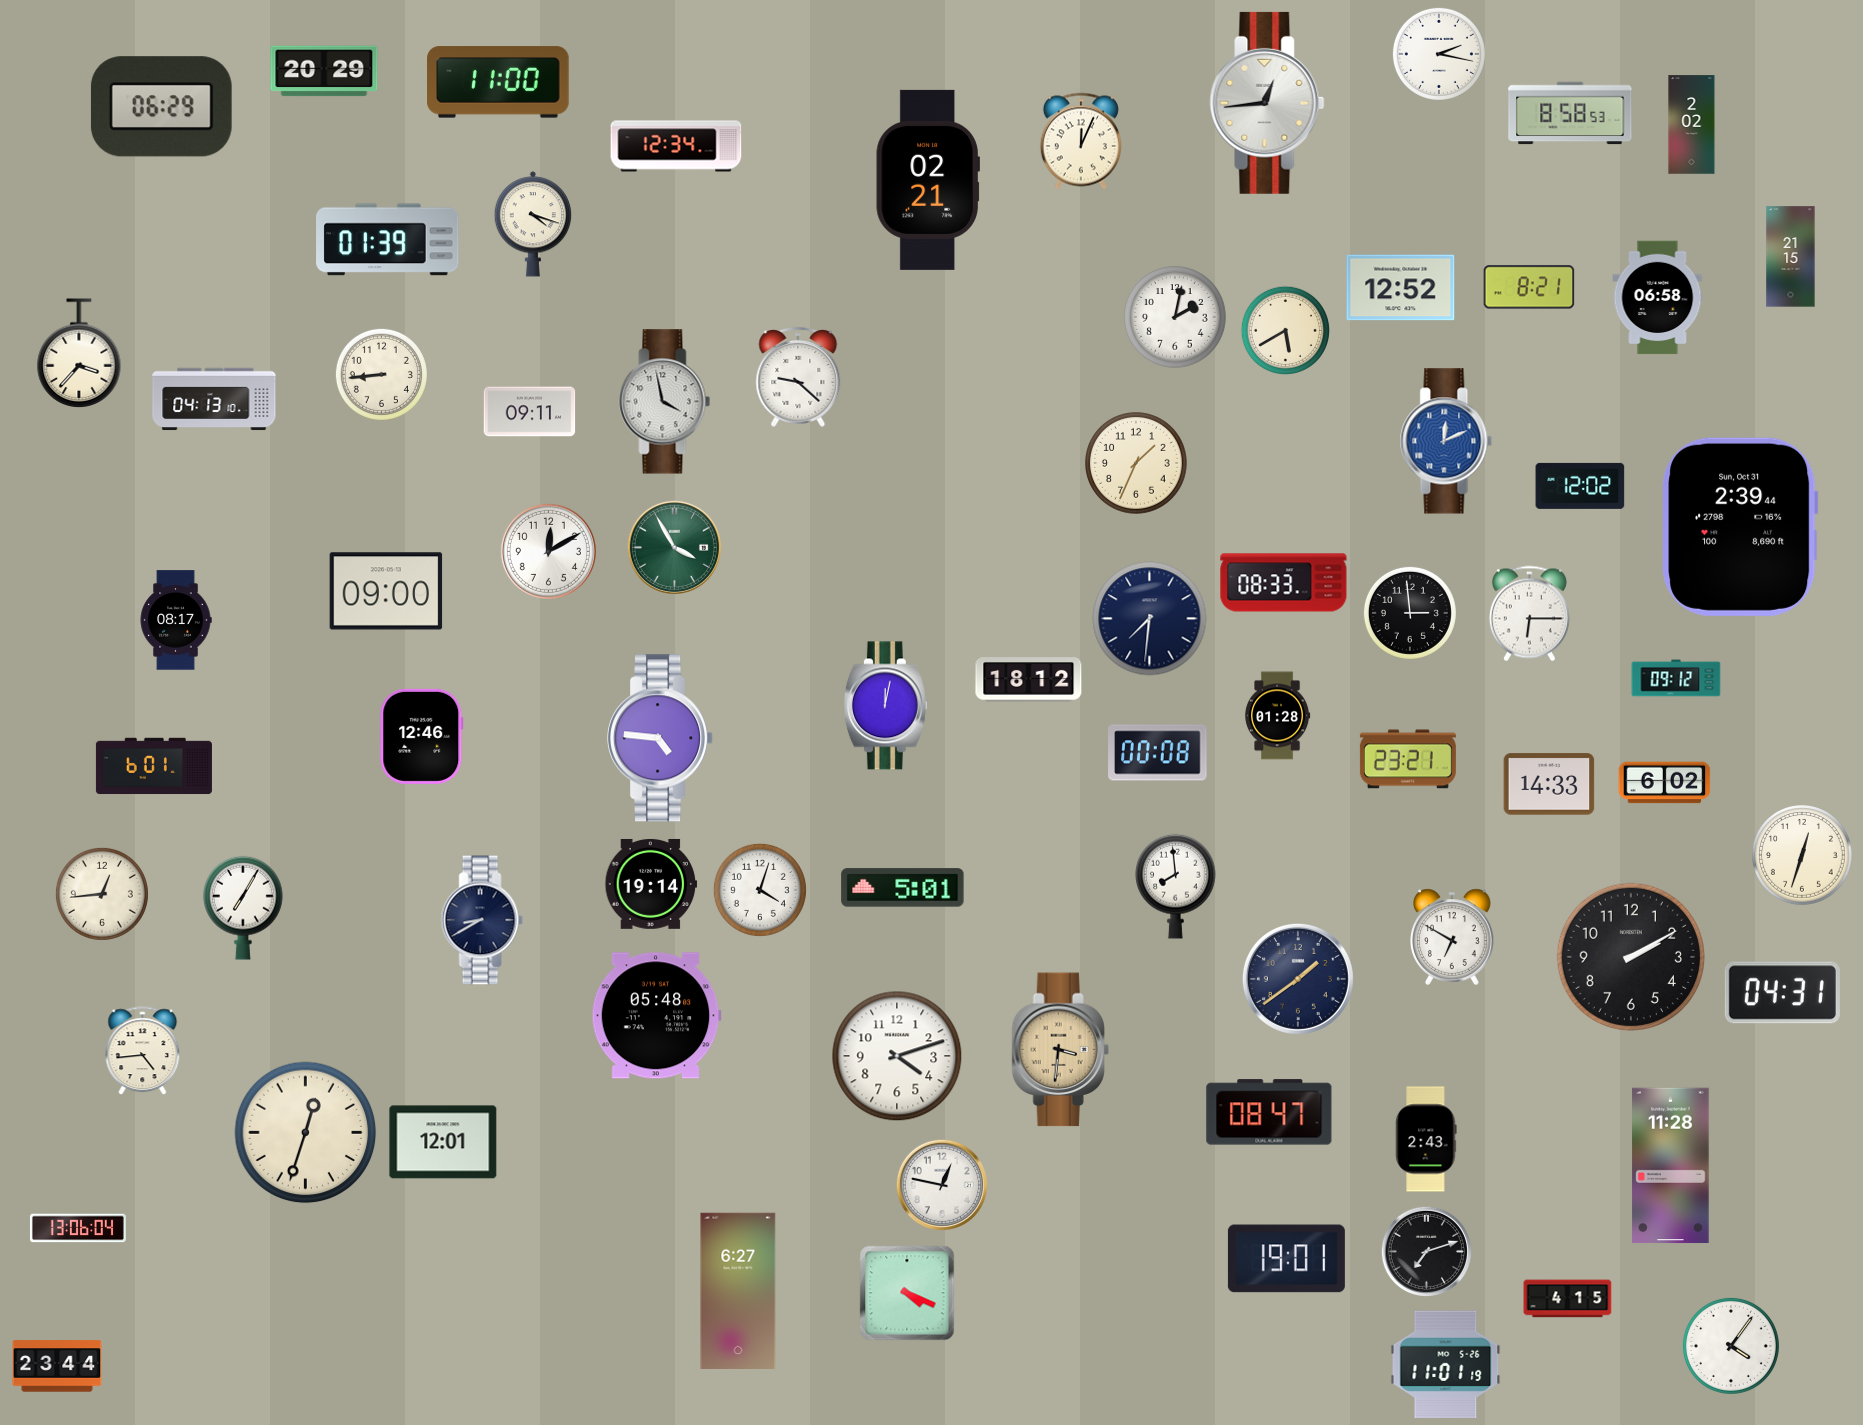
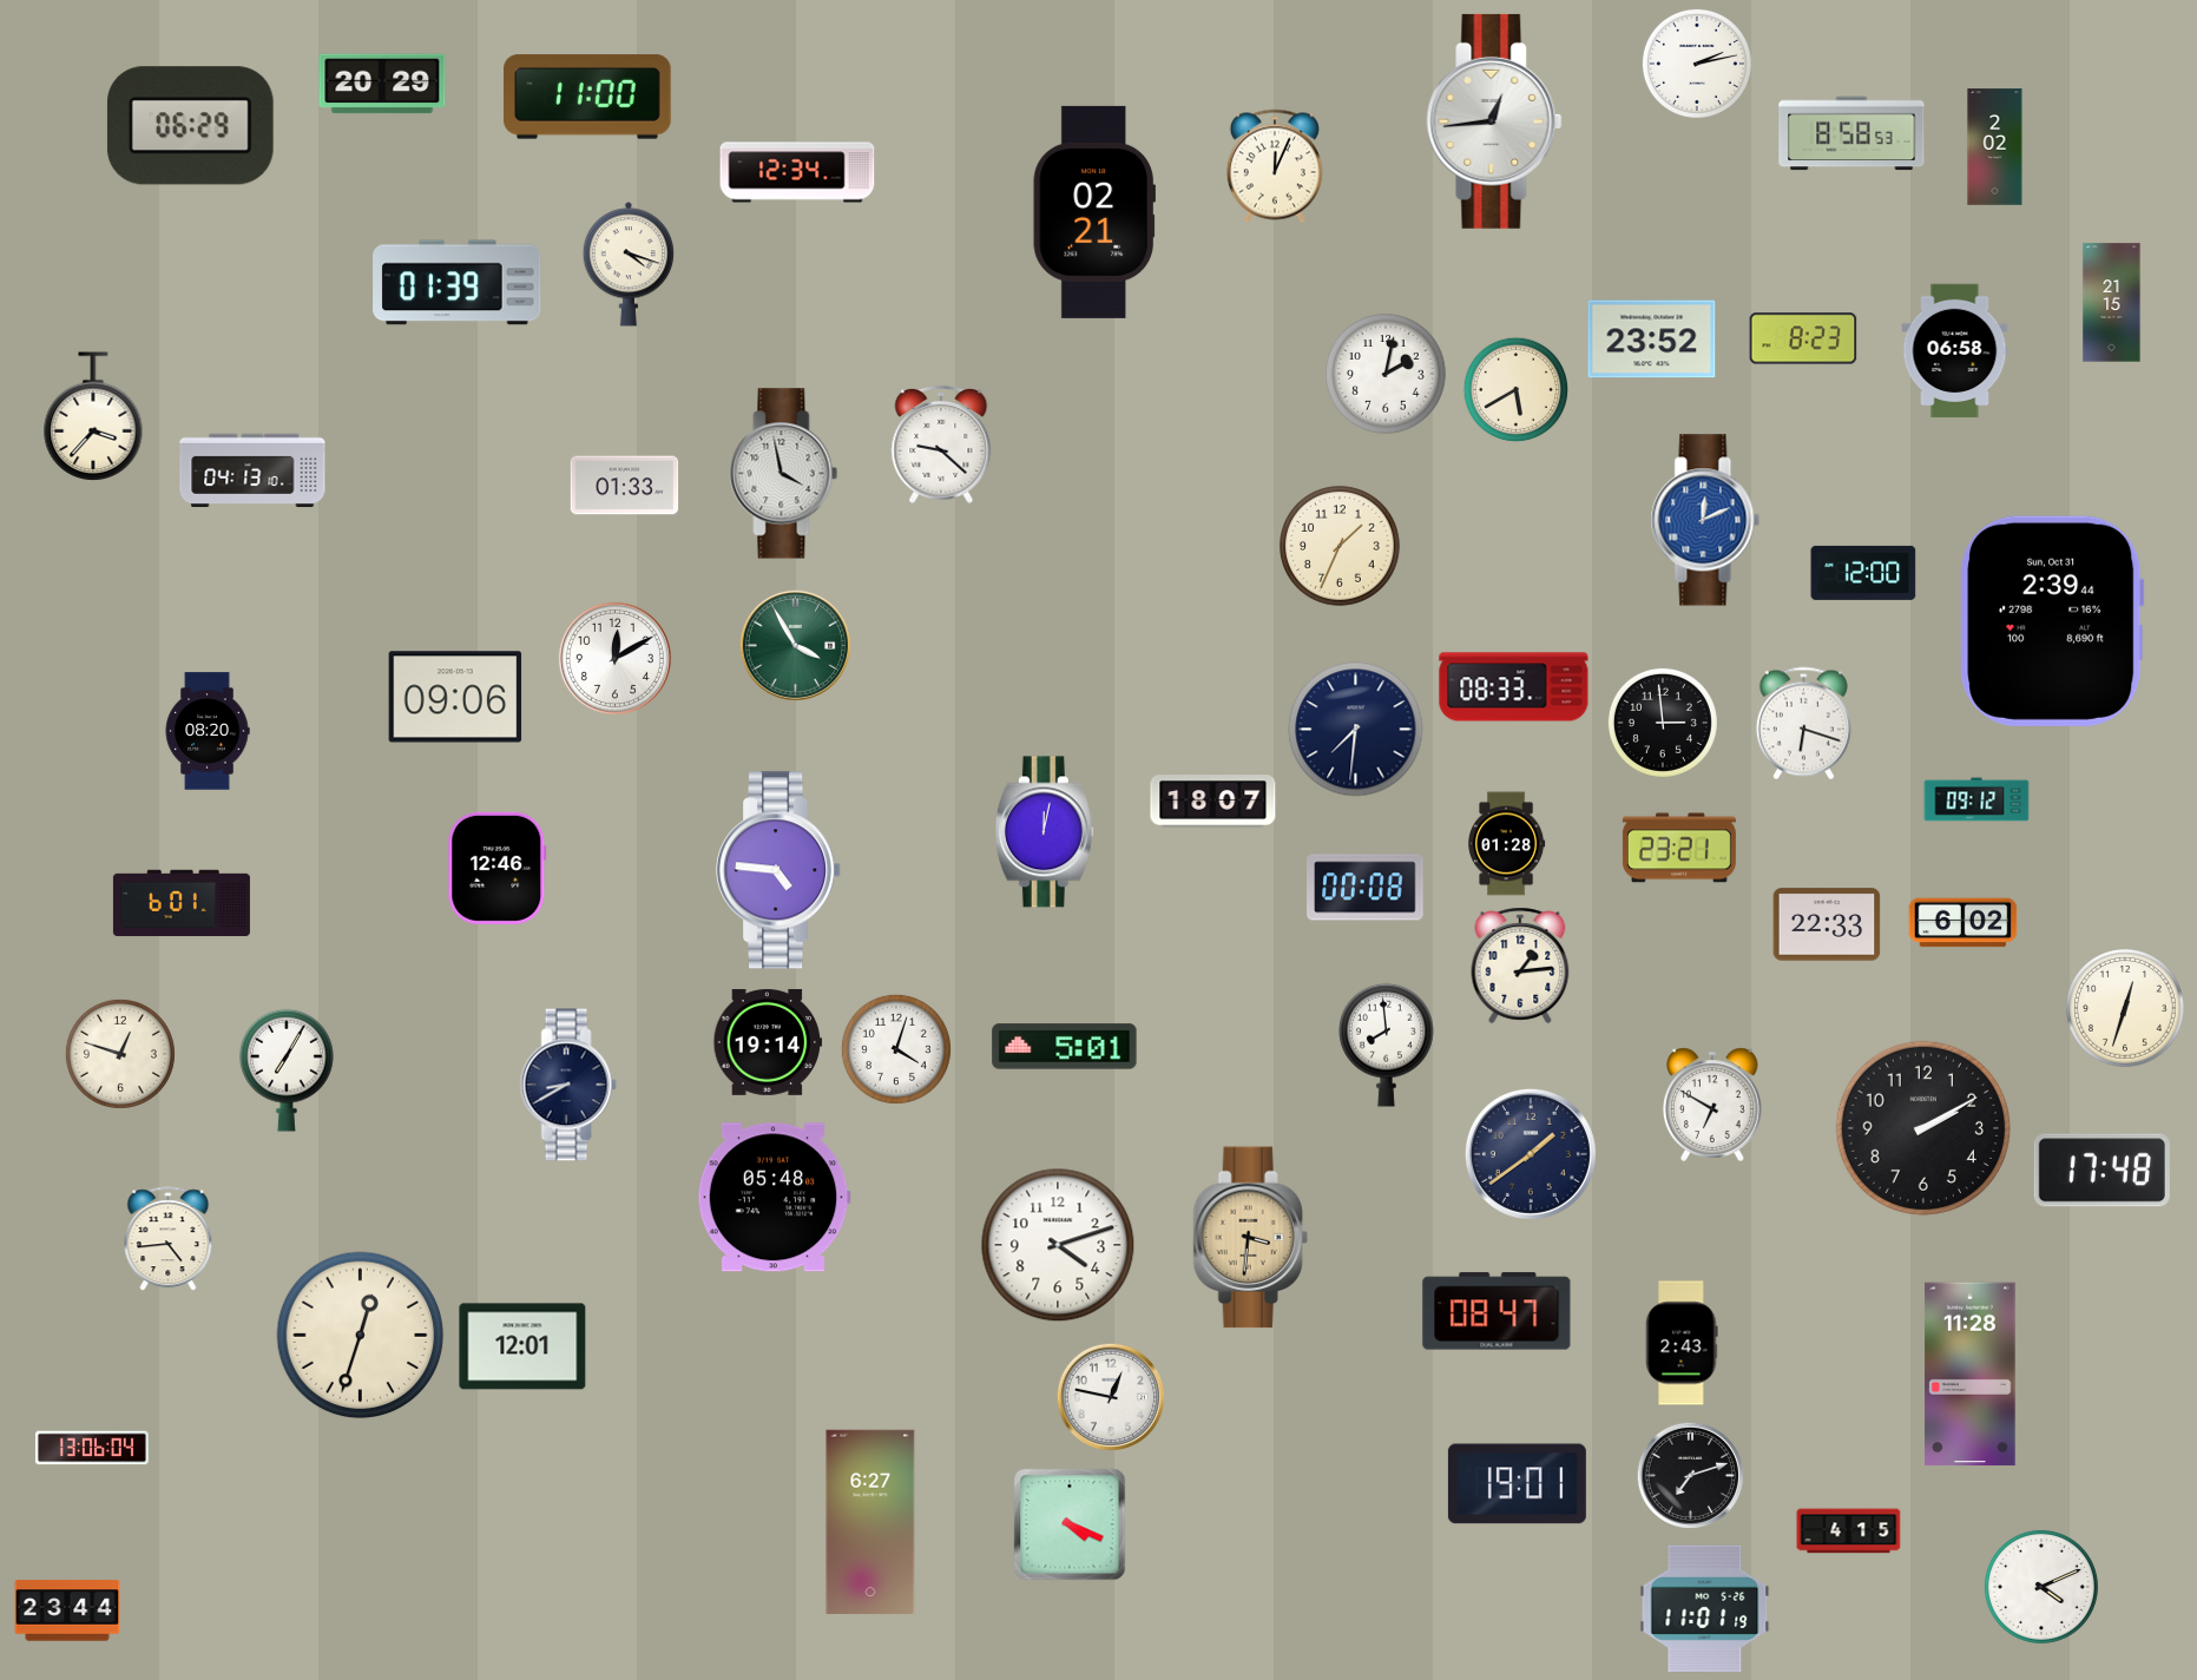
clock at (1439, 54): 2:17 -> 2:13
clock at (1529, 287): 8:21 -> 8:23
clock at (1401, 288): 12:52 -> 23:52
clock at (381, 374): 8:44 -> none
clock at (530, 412): 09:11 -> 01:33
clock at (1580, 486): 12:02 -> 12:00
clock at (548, 551) position: (548, 551) -> (614, 658)
clock at (386, 591): 09:00 -> 09:06
clock at (1529, 614): 6:15 -> 6:18
clock at (176, 620): 08:17 -> 08:20
clock at (1029, 680): 18:12 -> 18:07
clock at (1408, 759) position: (1408, 759) -> (1679, 848)
clock at (1549, 784): 14:33 -> 22:33
clock at (1520, 966): none -> 1:14
clock at (102, 894): 12:44 -> 12:48
clock at (1782, 993): 04:31 -> 17:48
clock at (1426, 1251) position: (1426, 1251) -> (1690, 1475)
clock at (1731, 1346): 4:06 -> 4:11
